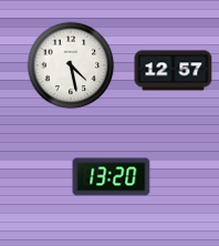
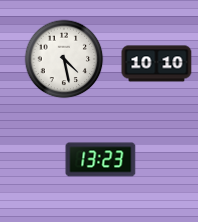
clock at (174, 71): 12:57 -> 10:10
clock at (112, 177): 13:20 -> 13:23
